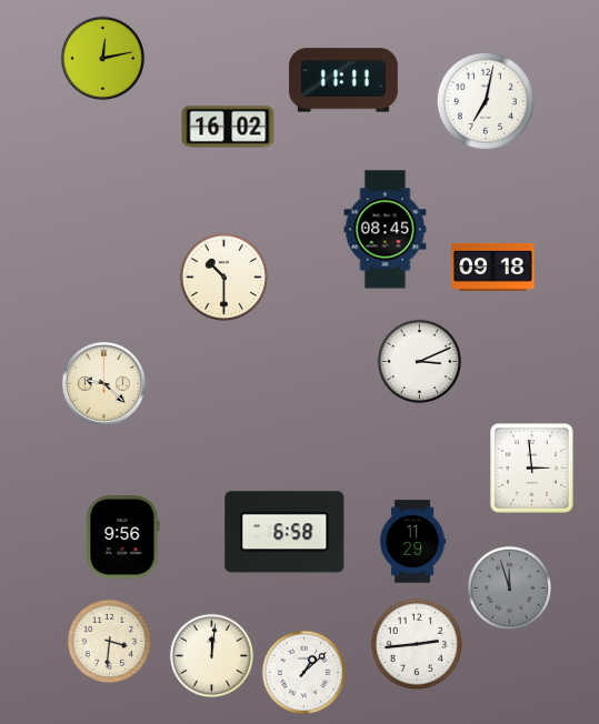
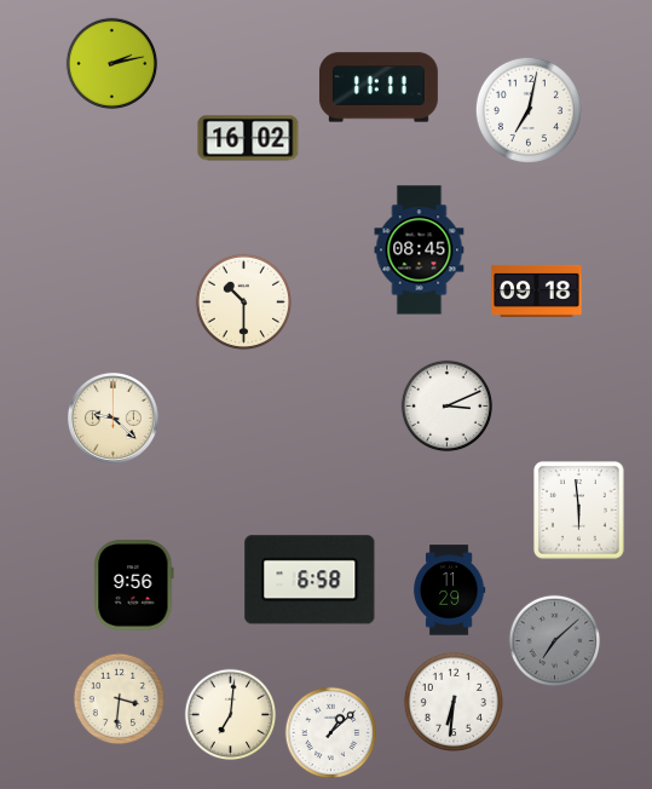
clock at (103, 59): 12:13 -> 2:13
clock at (343, 80) position: (343, 80) -> (379, 87)
clock at (420, 362) position: (420, 362) -> (448, 407)
clock at (532, 469): 2:59 -> 5:59
clock at (510, 589): 11:57 -> 7:08
clock at (416, 643): 2:44 -> 6:31
clock at (212, 656): 12:01 -> 7:01
